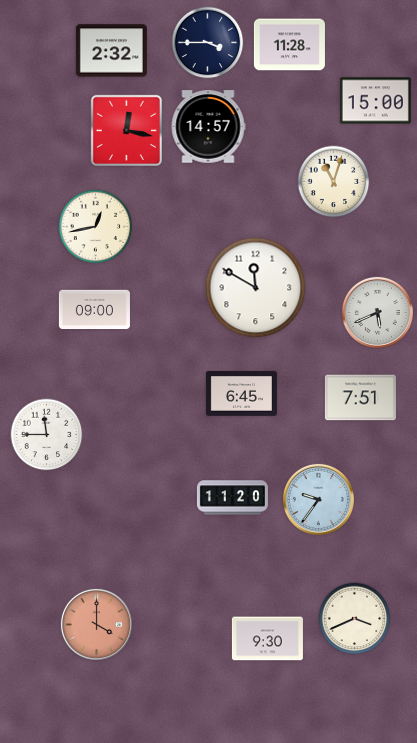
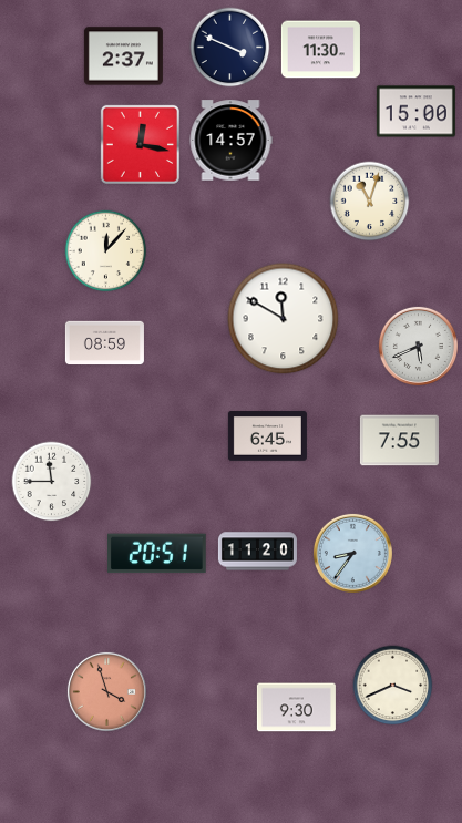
clock at (208, 43): 3:45 -> 3:49
clock at (289, 45): 11:28 -> 11:30
clock at (111, 51): 2:32 -> 2:37
clock at (96, 227): 12:43 -> 12:07
clock at (94, 310): 09:00 -> 08:59
clock at (360, 398): 7:51 -> 7:55
clock at (318, 499): 9:36 -> 8:36
clock at (157, 554): none -> 20:51
clock at (96, 624): 4:00 -> 3:57
